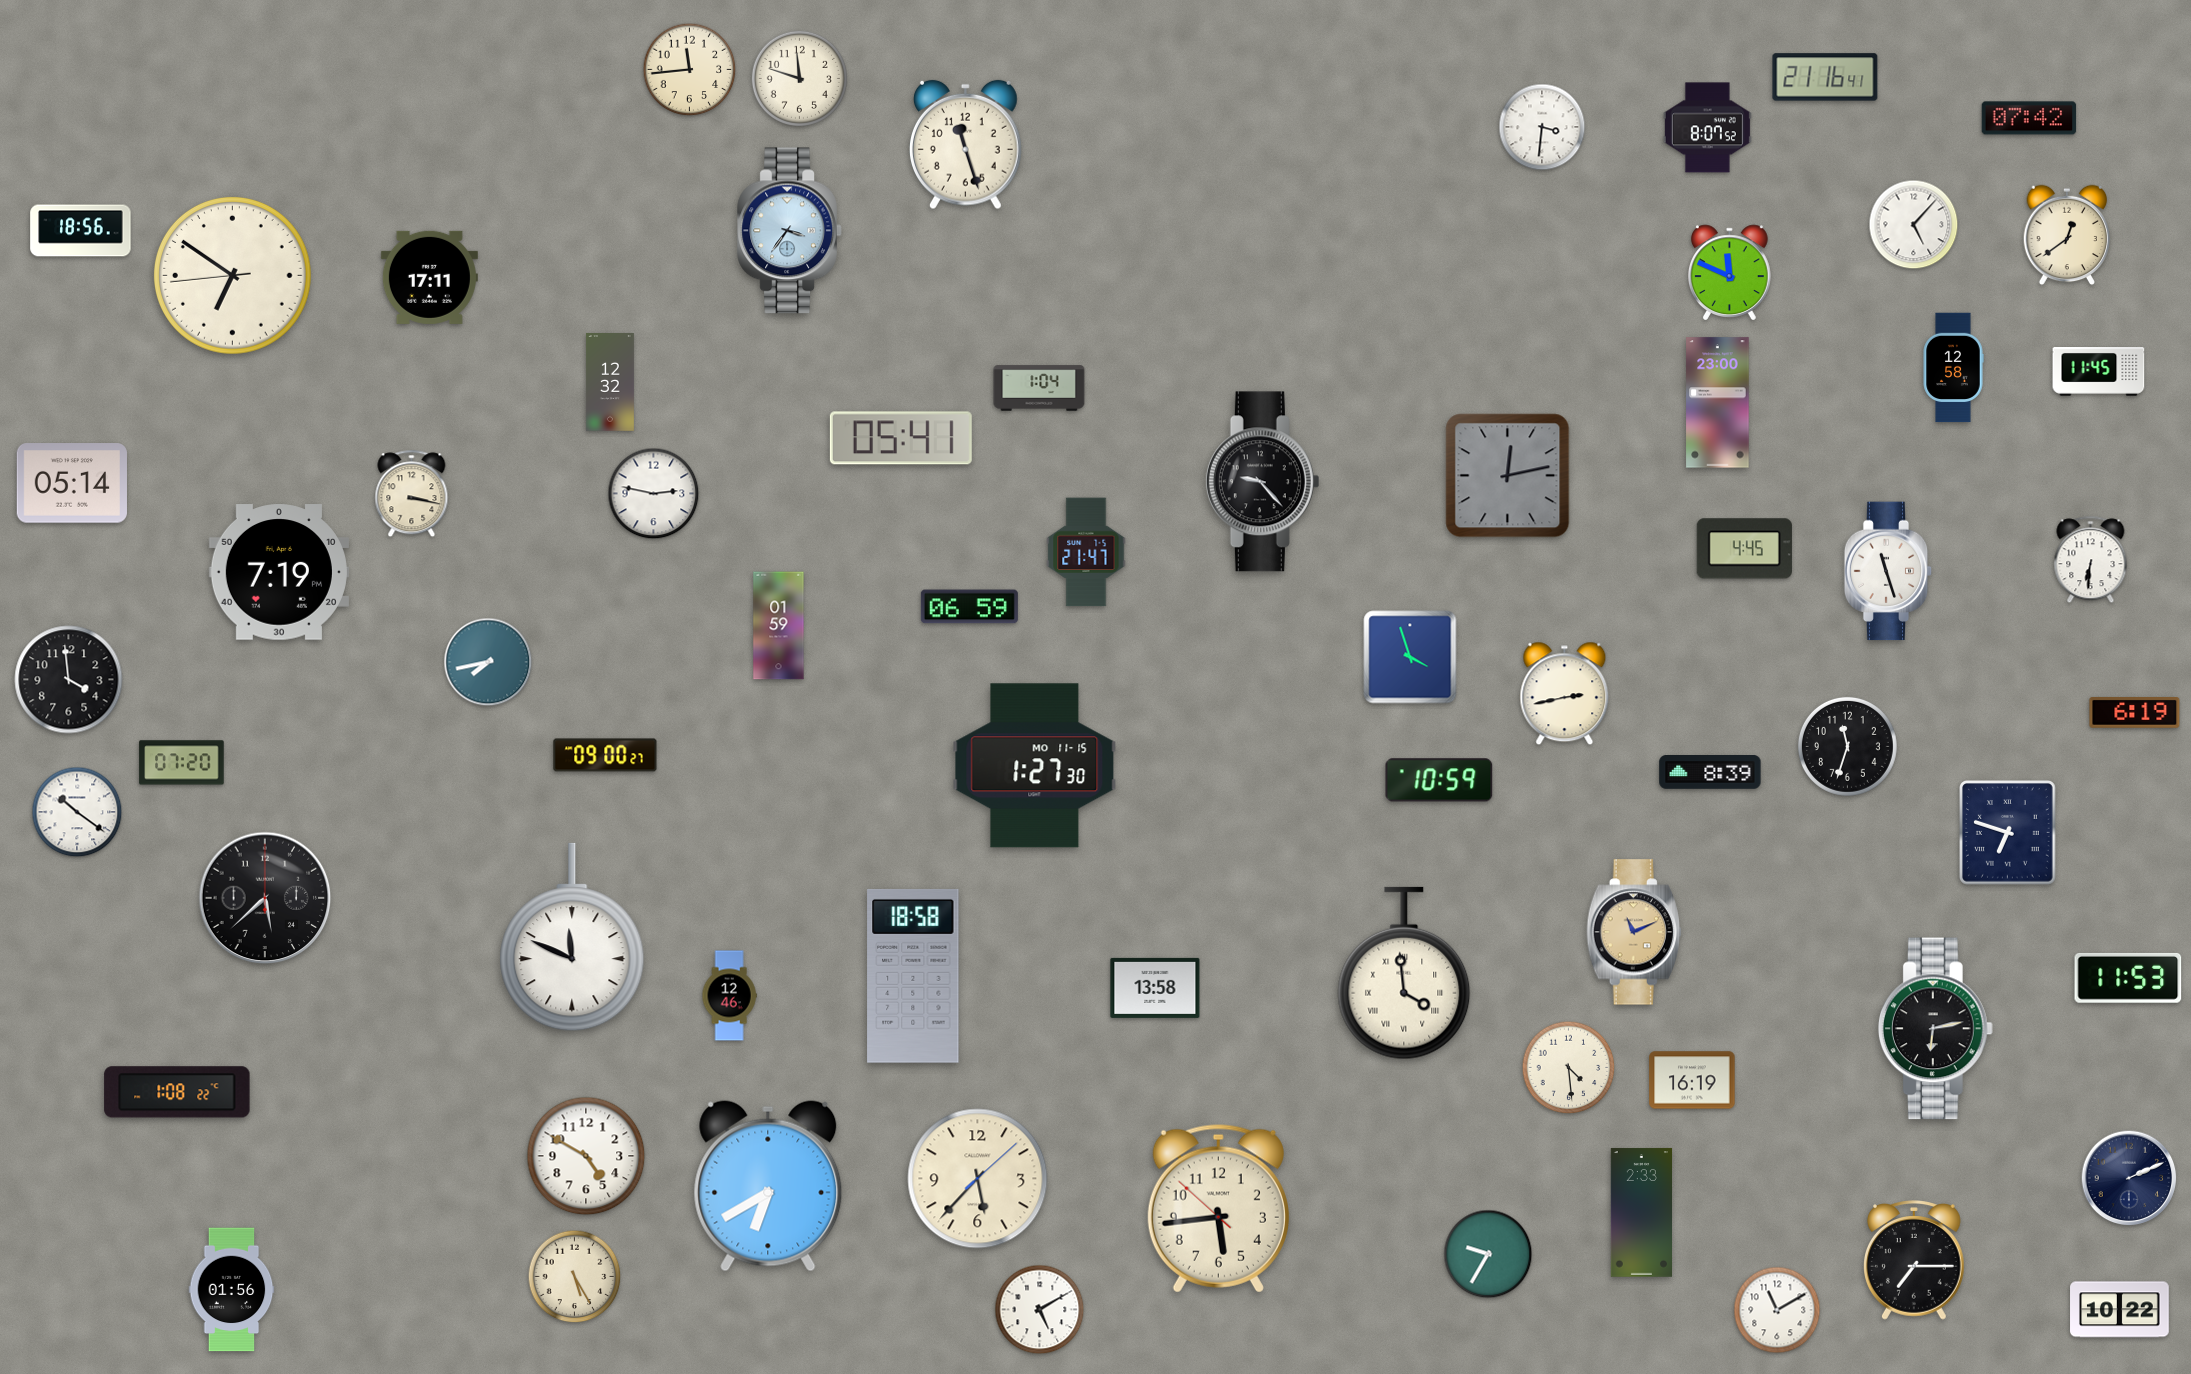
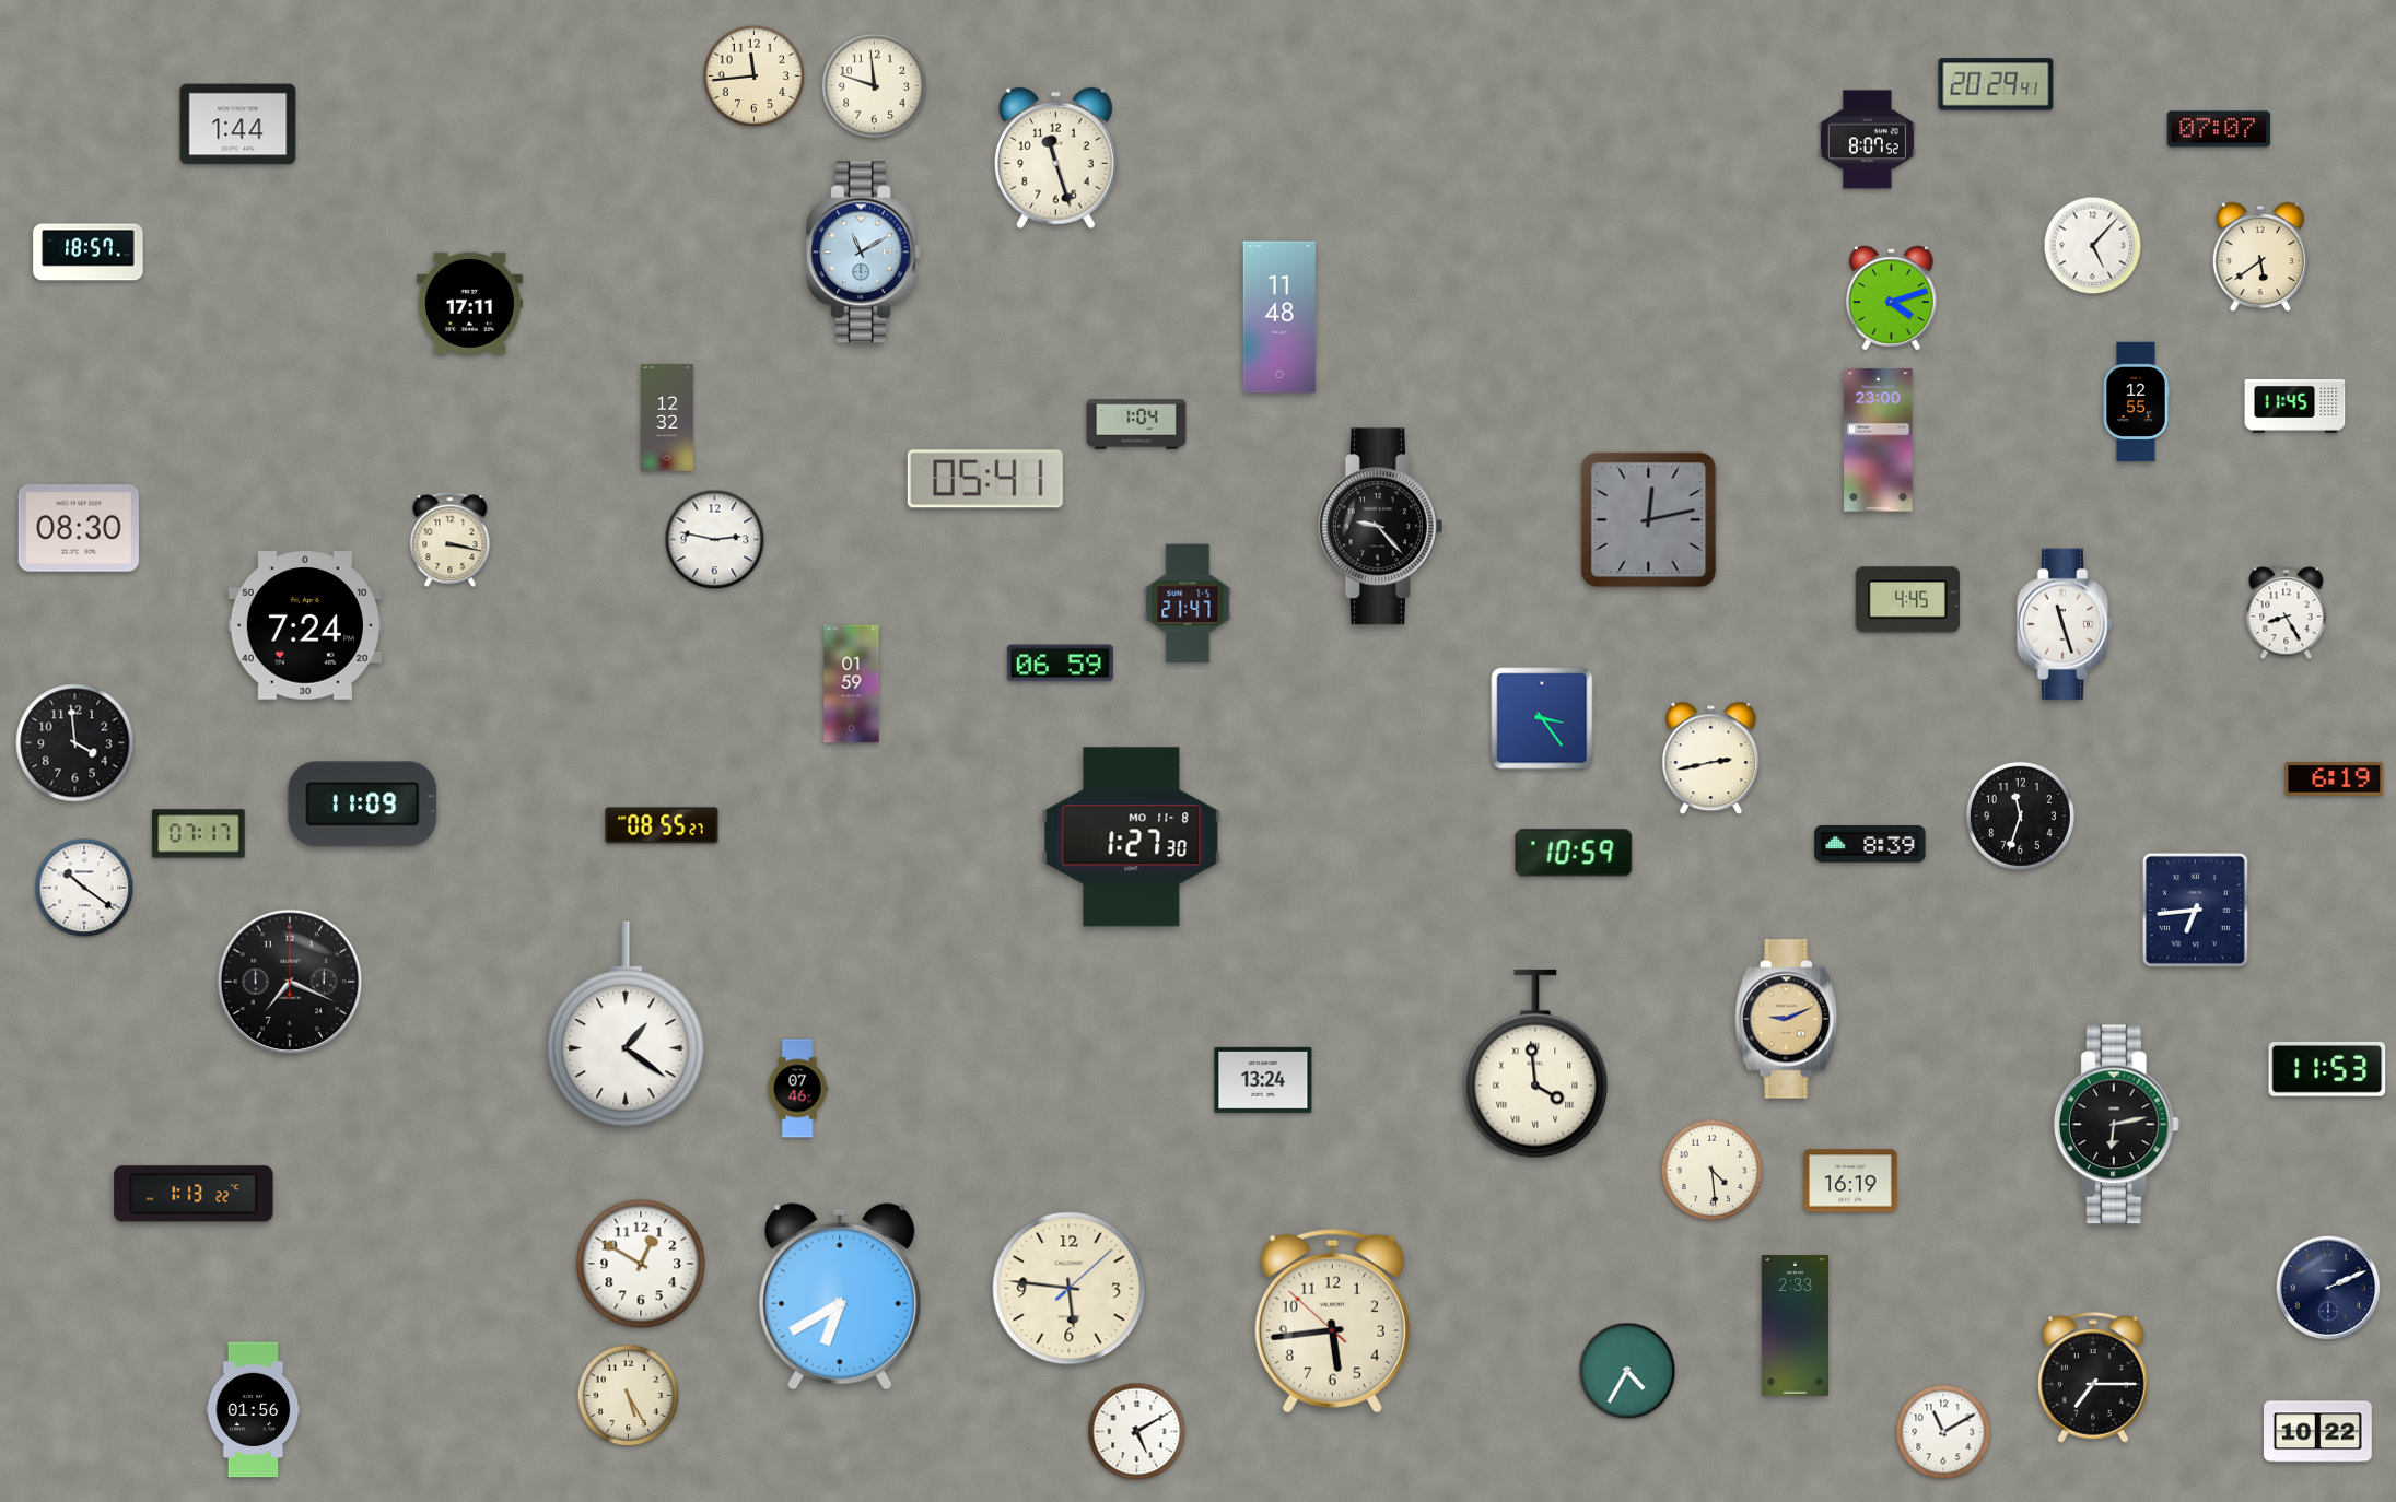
clock at (1825, 77): 21:16 -> 20:29
clock at (238, 125): none -> 1:44
clock at (2029, 118): 07:42 -> 07:07
clock at (1542, 127): 3:31 -> none
clock at (81, 231): 18:56 -> 18:57
clock at (789, 231): 3:36 -> 11:10
clock at (2067, 235): 12:39 -> 5:39
clock at (1730, 273): 11:49 -> 4:12
clock at (233, 276): 6:50 -> none
clock at (1278, 317): none -> 11:48
clock at (1953, 368): 12:58 -> 12:55
clock at (72, 483): 05:14 -> 08:30
clock at (2091, 560): 6:31 -> 8:25
clock at (279, 572): 7:19 -> 7:24
clock at (1410, 657): 3:57 -> 3:24
clock at (488, 662): 7:43 -> none
clock at (363, 805): none -> 11:09
clock at (605, 755): 09:00 -> 08:55
clock at (182, 763): 07:20 -> 07:17
clock at (1035, 766) date: MO 11-15 -> MO 11-8
clock at (2008, 833): 6:48 -> 6:44
clock at (265, 898): 5:38 -> 7:19
clock at (1634, 932): 11:11 -> 9:11
clock at (572, 937): 11:49 -> 1:21
clock at (913, 976): 18:58 -> none
clock at (1155, 988): 13:58 -> 13:24
clock at (729, 996): 12:46 -> 07:46
clock at (1569, 1068) position: (1569, 1068) -> (1713, 1171)
clock at (177, 1092): 1:08 -> 1:13
clock at (586, 1156): 4:50 -> 12:50
clock at (978, 1179): 5:37 -> 5:46
clock at (1488, 1254): 9:35 -> 4:35
